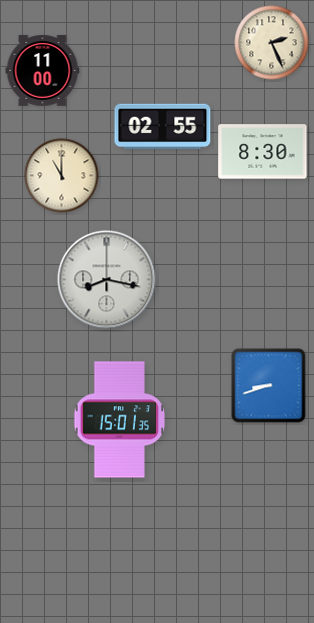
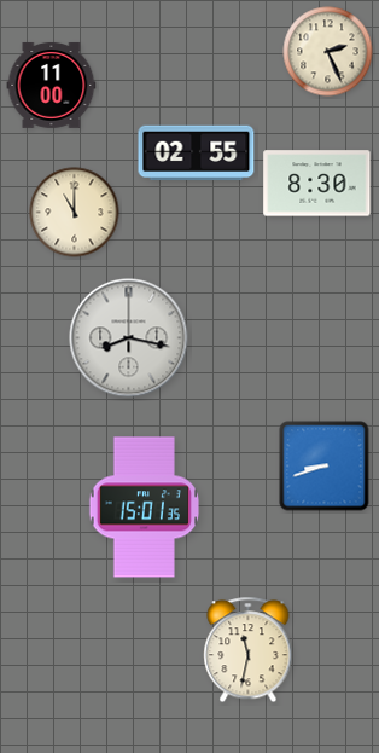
clock at (249, 650): none -> 11:32
